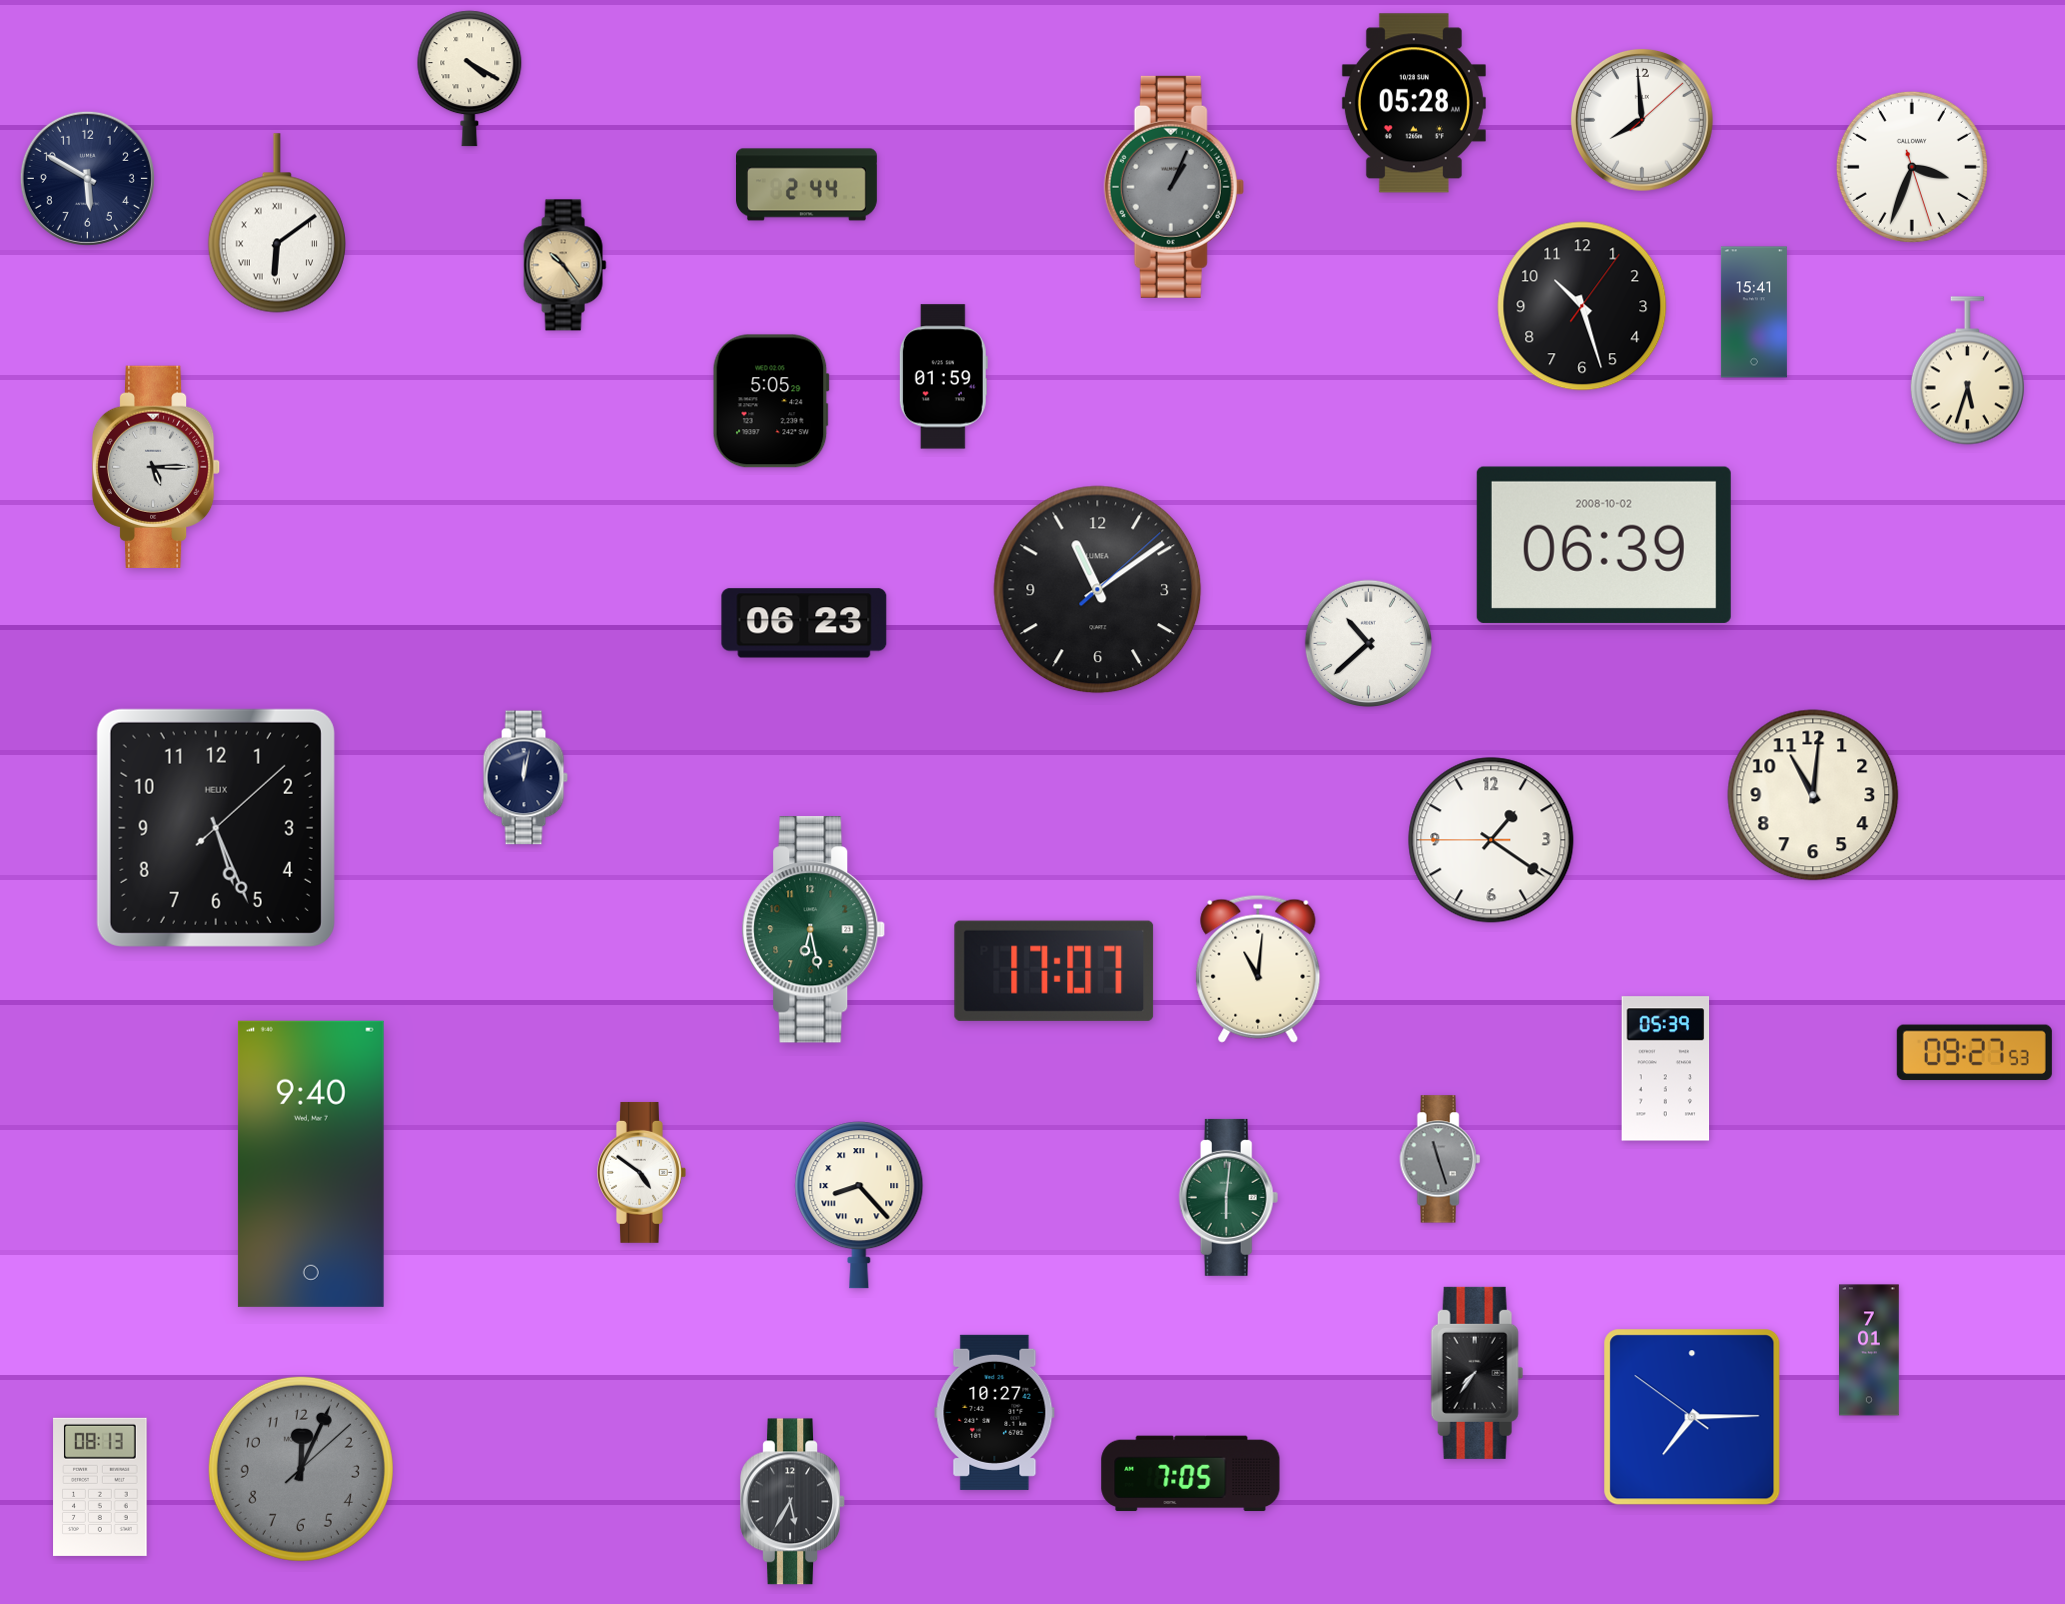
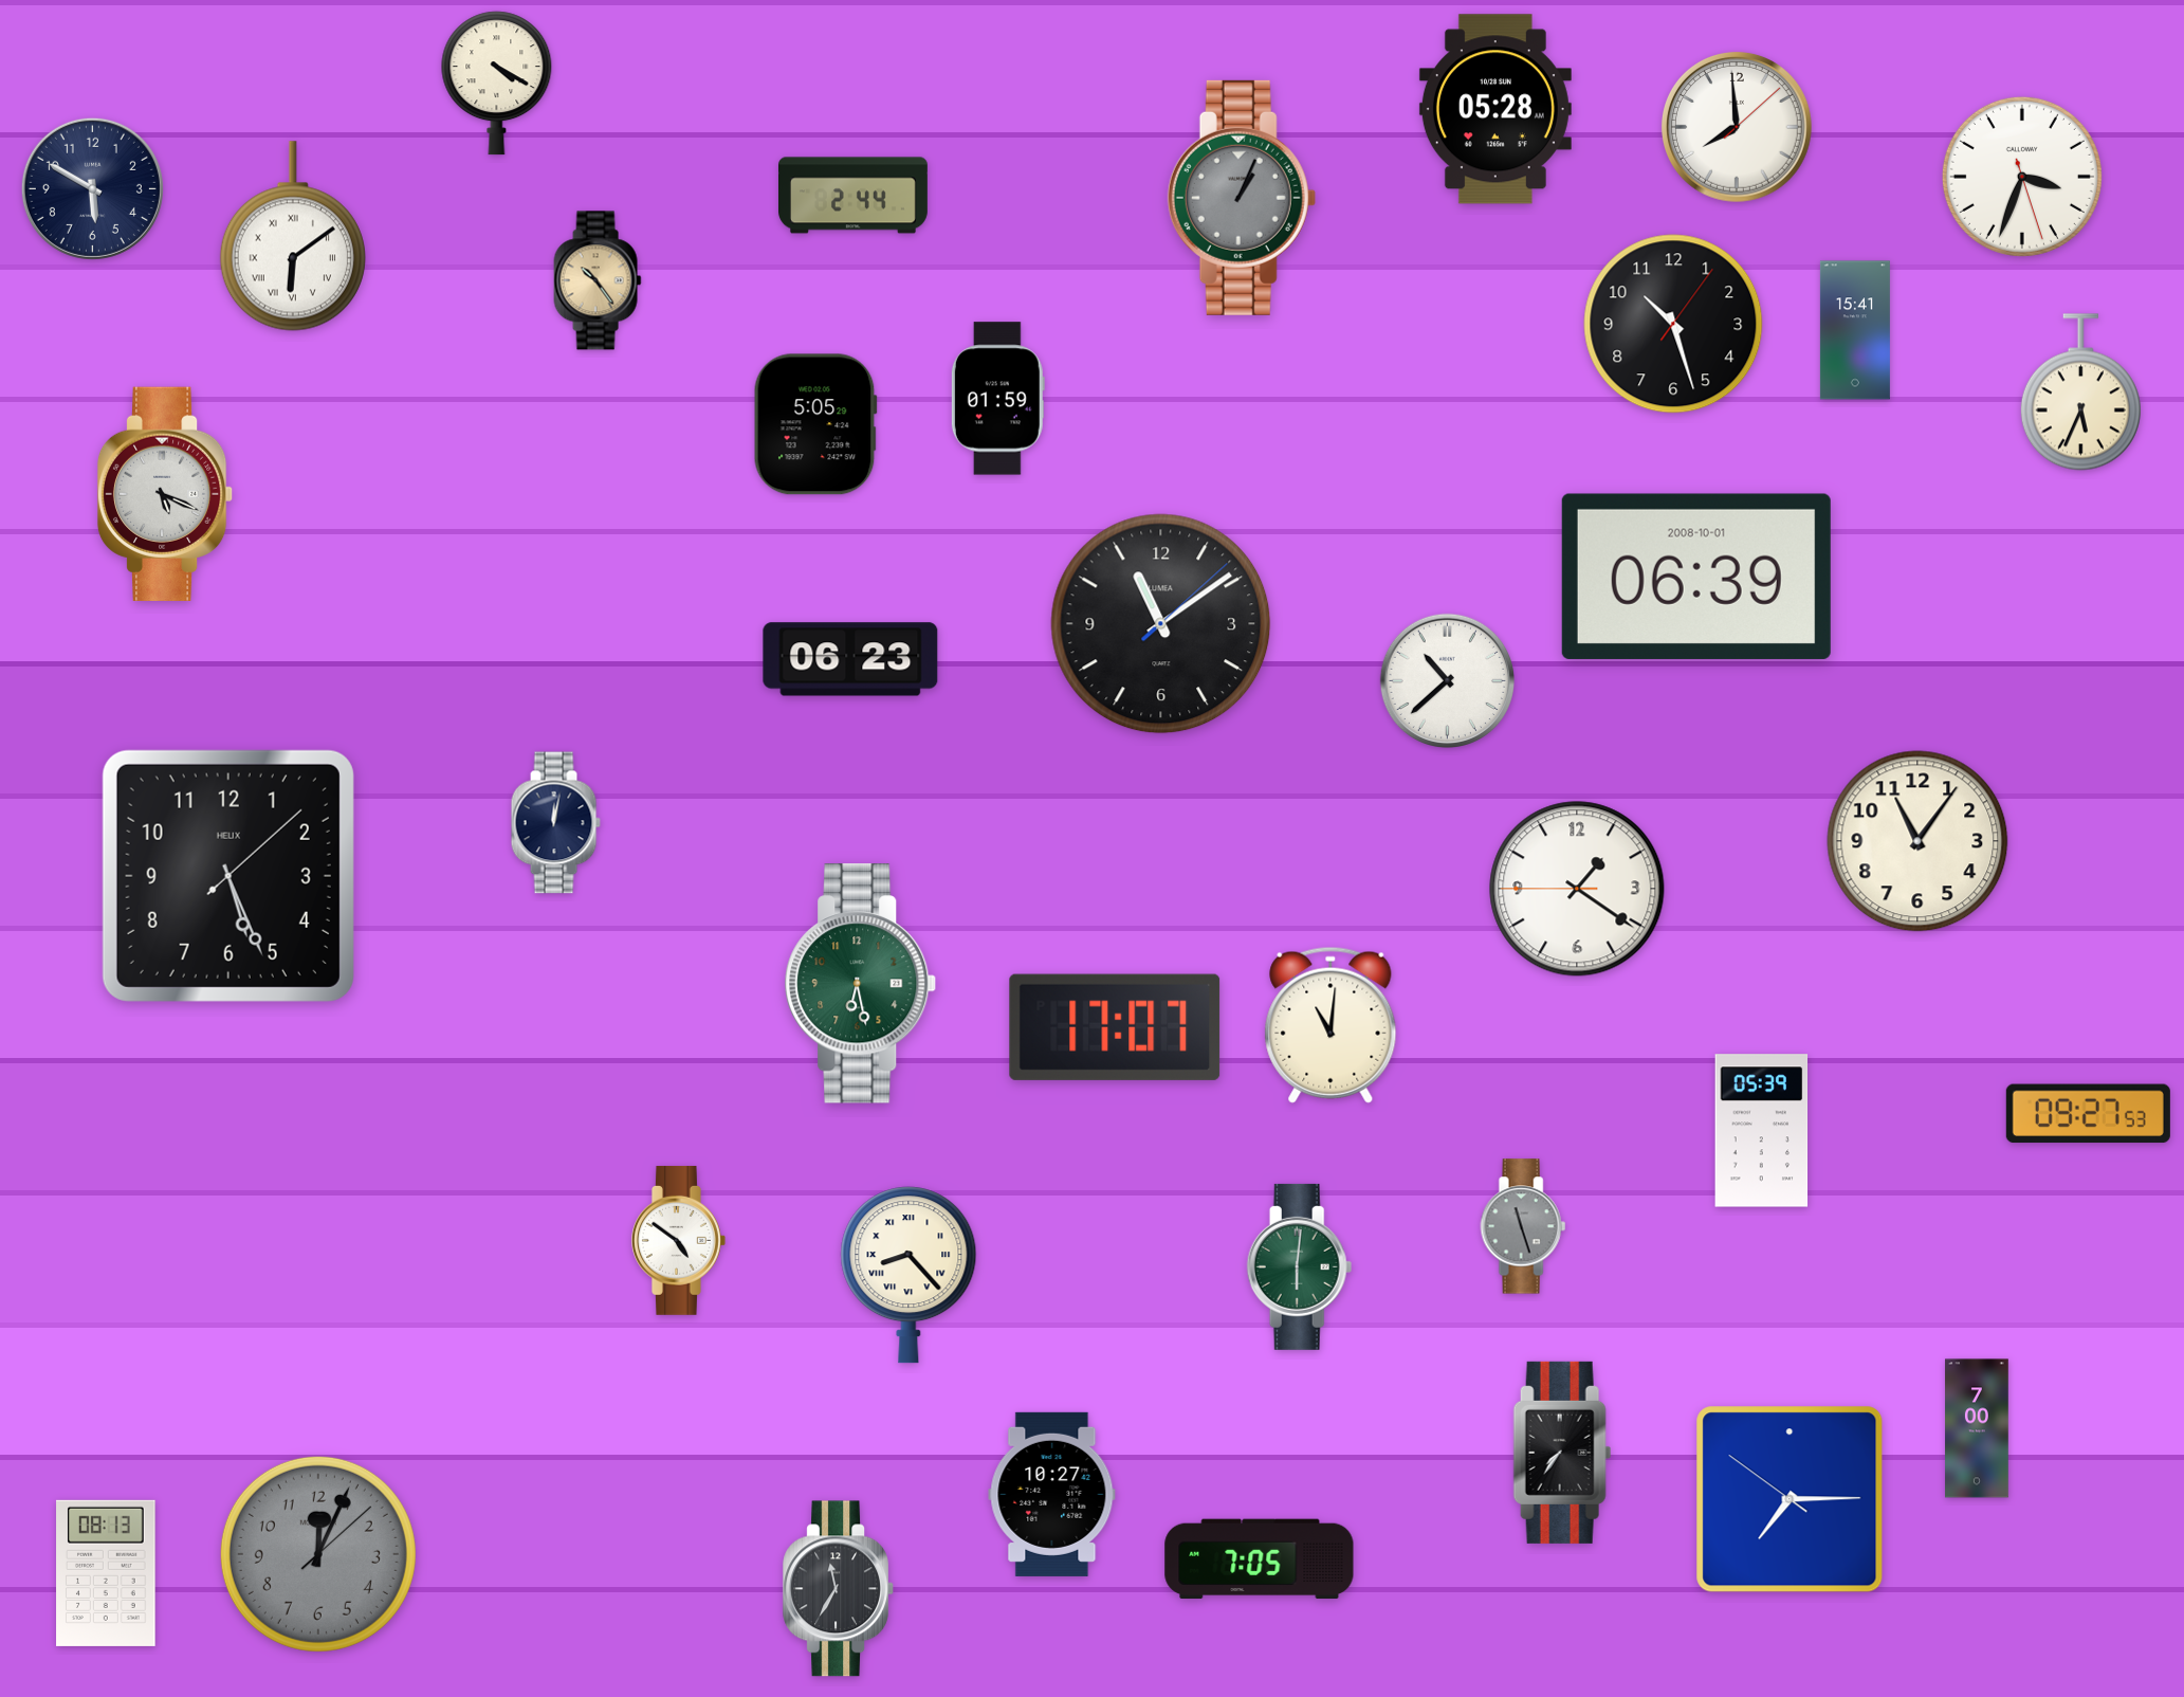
clock at (1967, 371): 5:33 -> 5:34
clock at (156, 467): 5:15 -> 5:19
clock at (1604, 545) date: 2008-10-02 -> 2008-10-01
clock at (1813, 795): 11:01 -> 11:06
clock at (311, 1164): 9:40 -> none
clock at (1869, 1350): 7:01 -> 7:00
clock at (792, 1502): 5:35 -> 11:35
